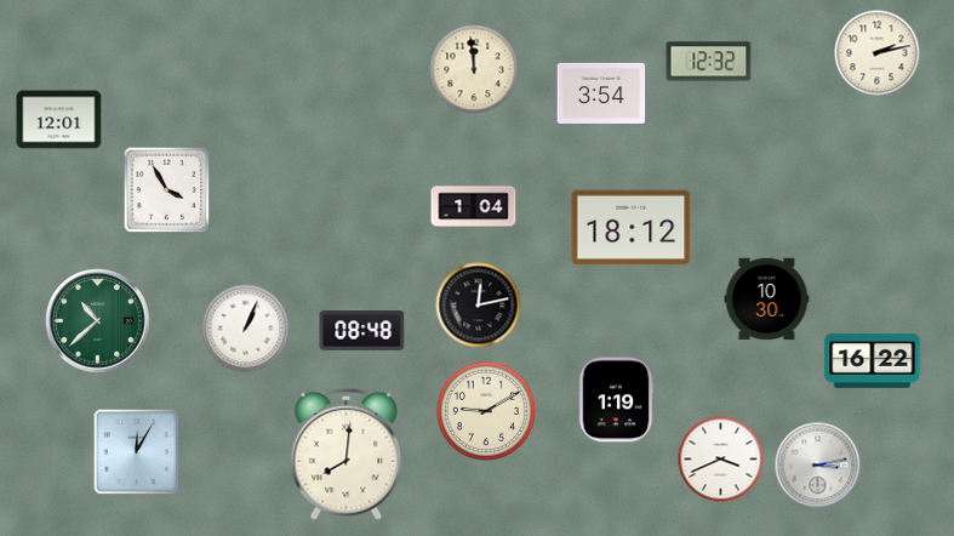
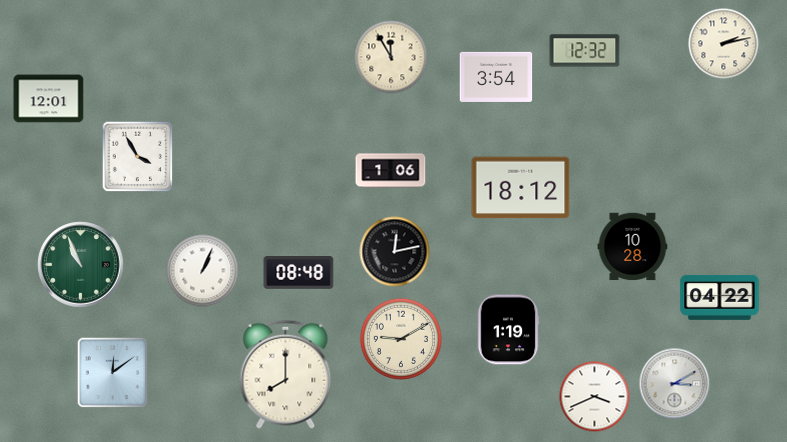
clock at (474, 69): 11:59 -> 11:55
clock at (474, 207): 1:04 -> 1:06
clock at (767, 300): 10:30 -> 10:28
clock at (98, 321): 10:38 -> 10:56
clock at (873, 360): 16:22 -> 04:22
clock at (137, 452): 12:05 -> 12:09
clock at (347, 454): 8:01 -> 8:00
clock at (721, 460) position: (721, 460) -> (595, 397)
clock at (818, 466): 3:13 -> 3:10
